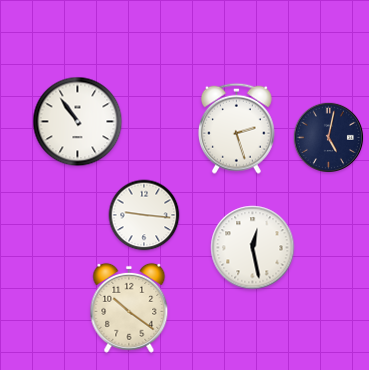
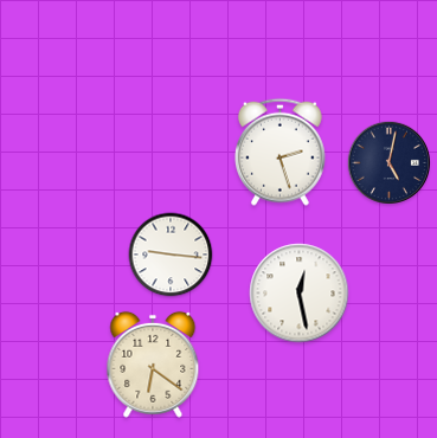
clock at (78, 122): 10:54 -> none
clock at (129, 308): 10:21 -> 6:21
